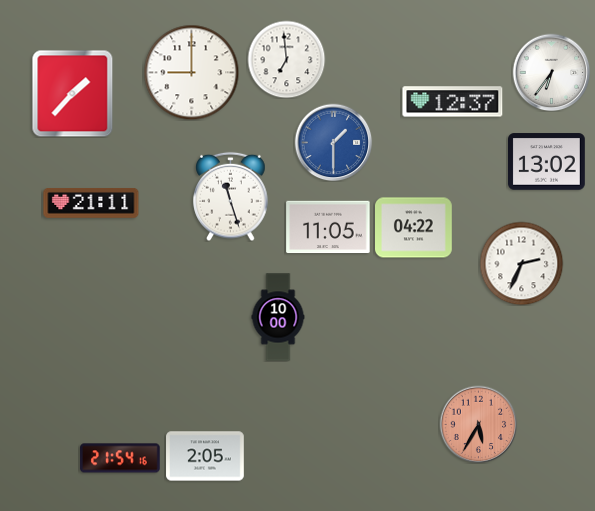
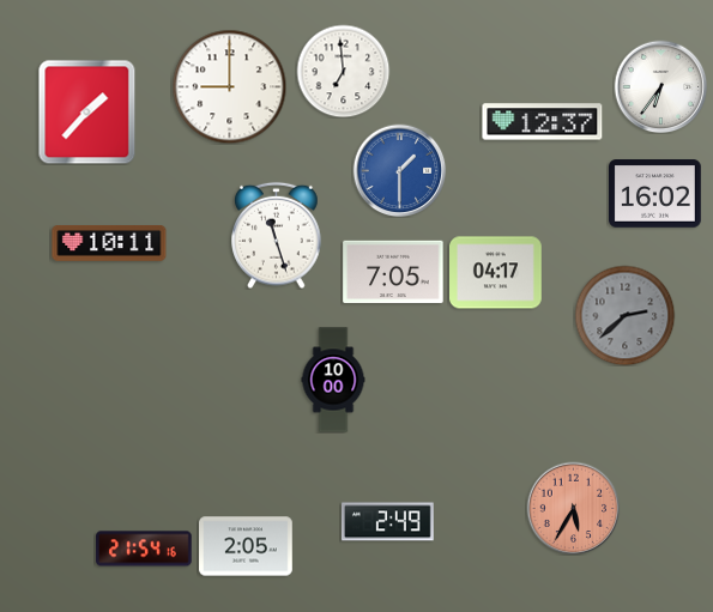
clock at (547, 162): 13:02 -> 16:02
clock at (91, 204): 21:11 -> 10:11
clock at (328, 227): 11:05 -> 7:05
clock at (414, 228): 04:22 -> 04:17
clock at (521, 263): 2:34 -> 2:38
clock at (521, 263) dial: white -> grey
clock at (387, 522): none -> 2:49
